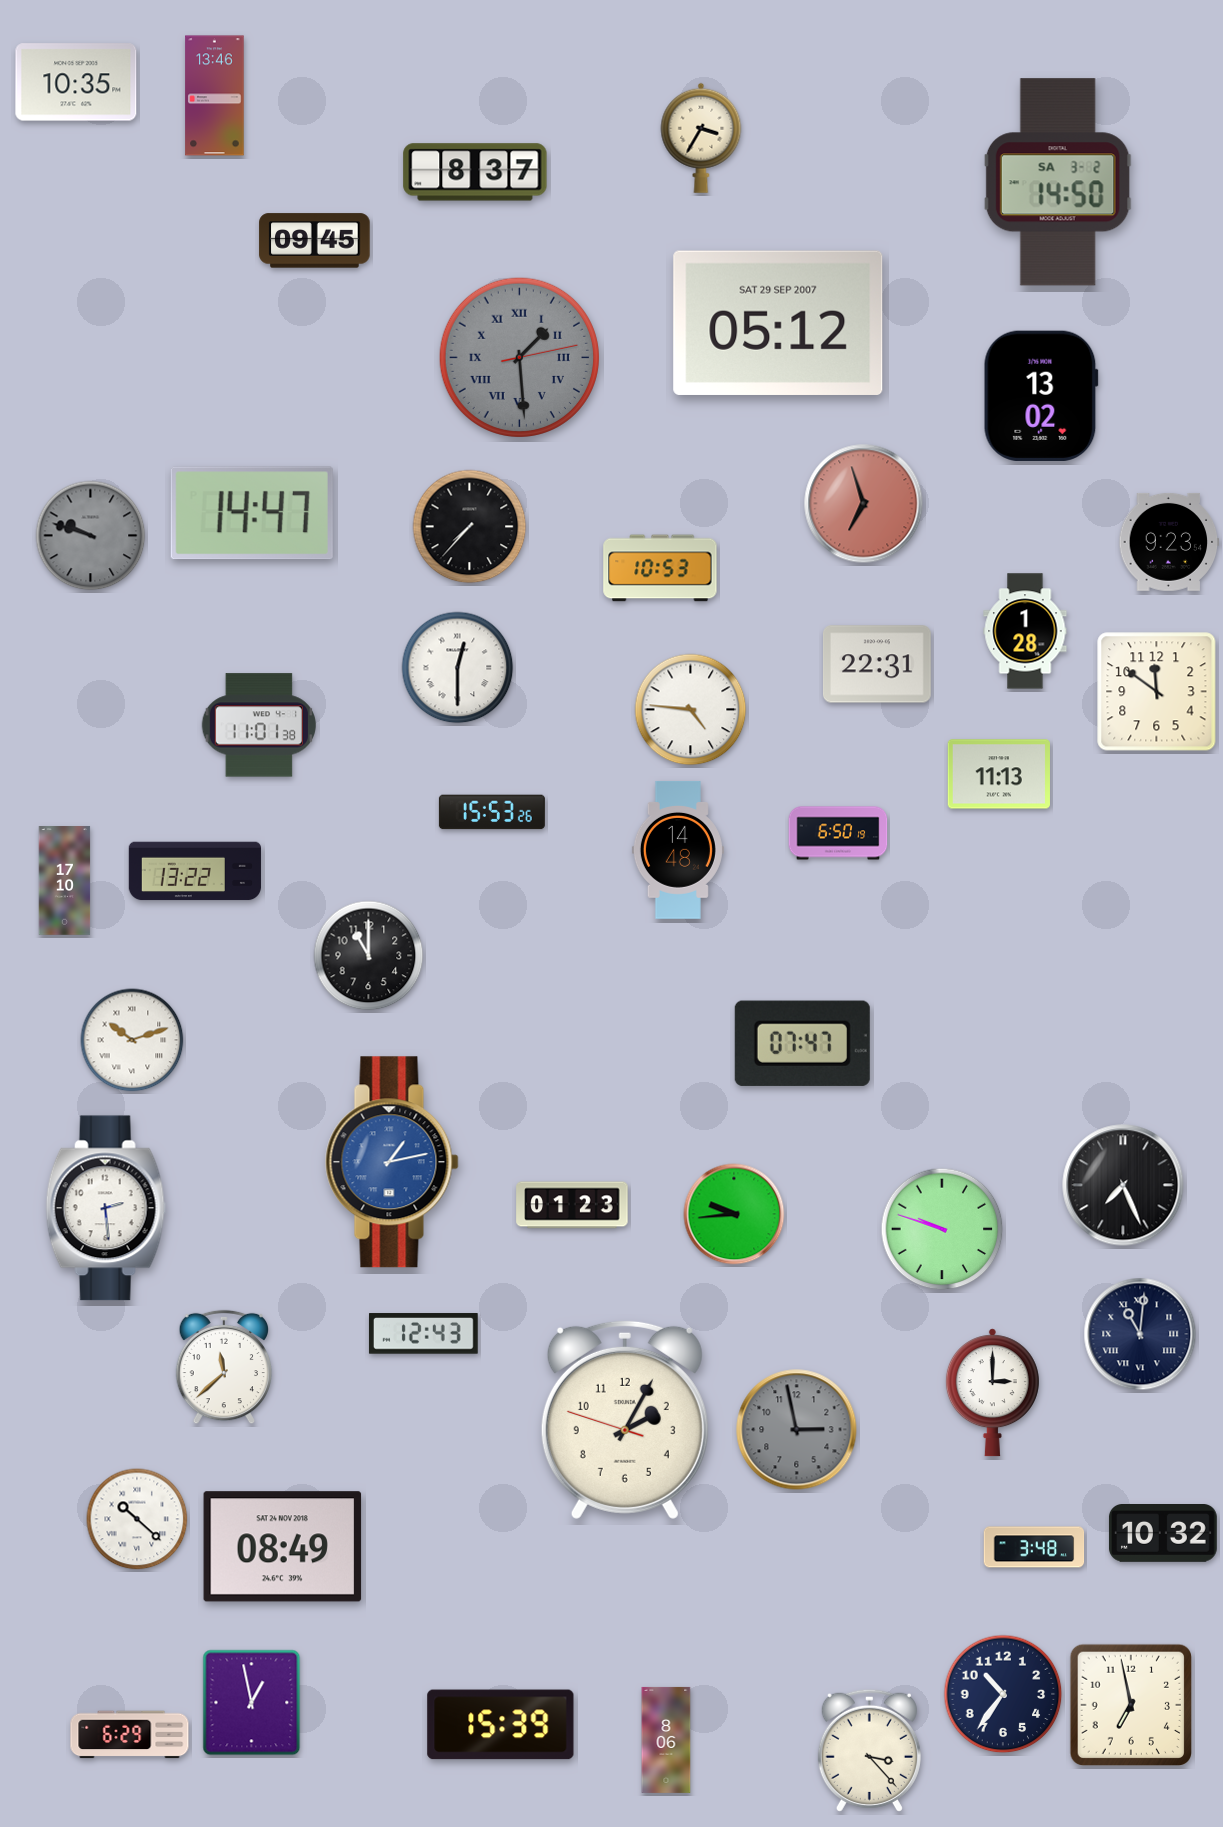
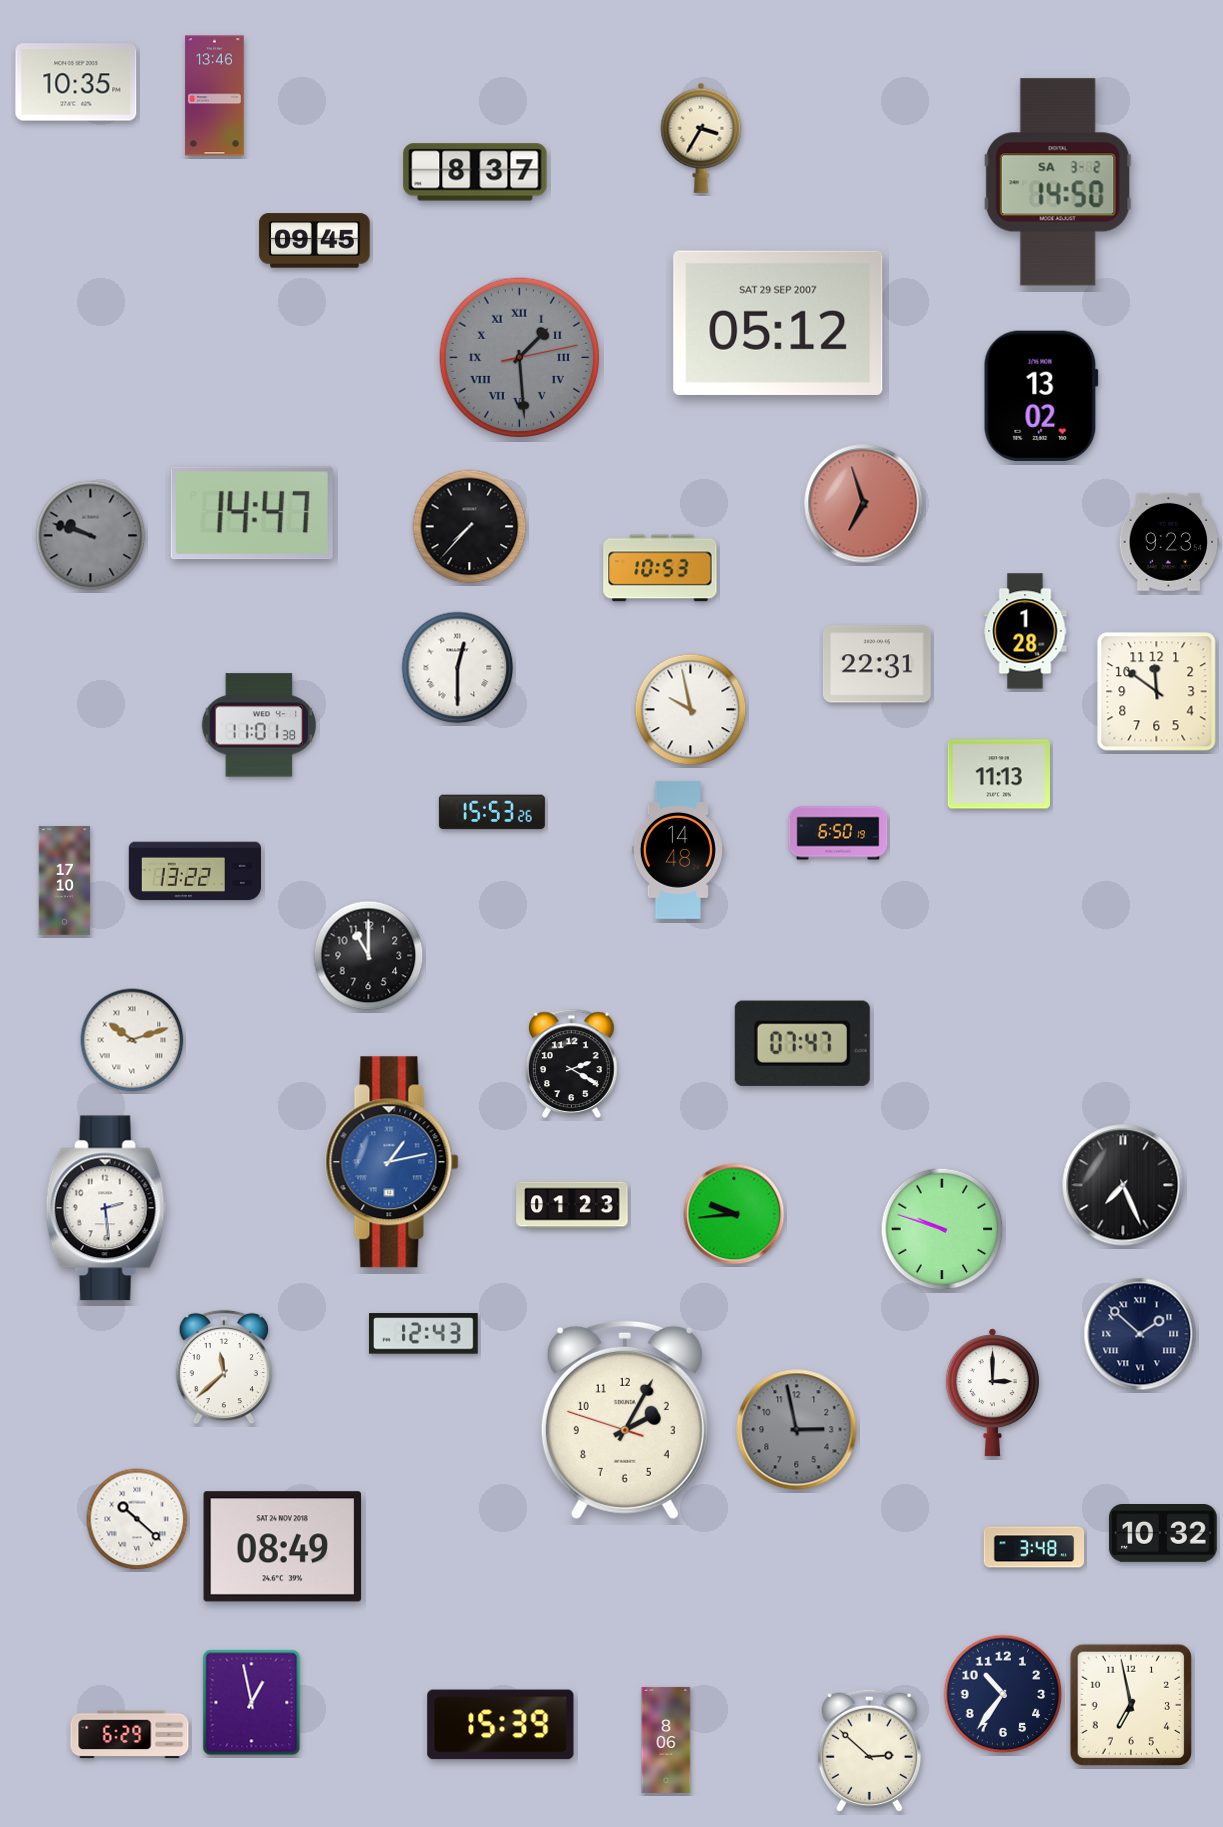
clock at (691, 710): 4:46 -> 9:58
clock at (572, 1063): none -> 2:20
clock at (1140, 1334): 11:01 -> 1:52
clock at (869, 1750): 3:23 -> 2:52
